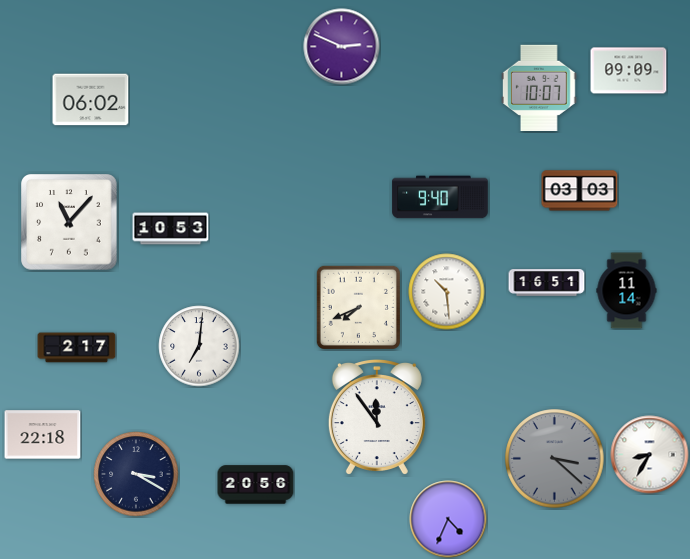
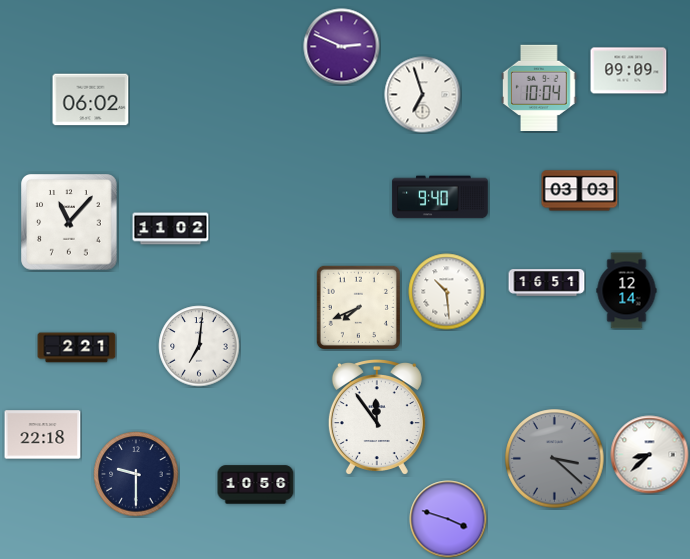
clock at (540, 87): 10:07 -> 10:04
clock at (423, 95): none -> 6:57
clock at (171, 229): 10:53 -> 11:02
clock at (627, 291): 11:14 -> 12:14
clock at (77, 348): 2:17 -> 2:21
clock at (650, 455): 8:35 -> 8:38
clock at (136, 474): 3:20 -> 9:30
clock at (256, 485): 20:56 -> 10:56
clock at (448, 519): 4:34 -> 3:48
